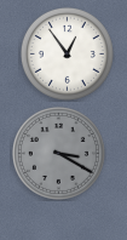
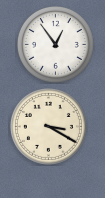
clock at (58, 153) dial: grey -> cream
